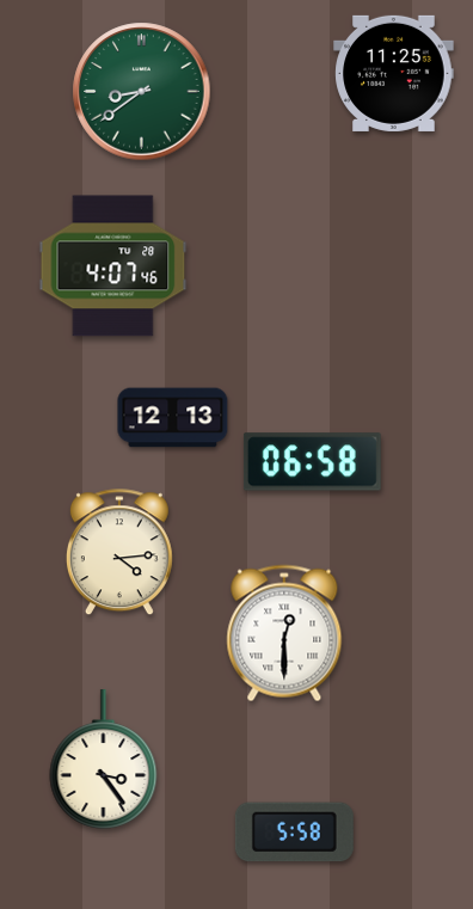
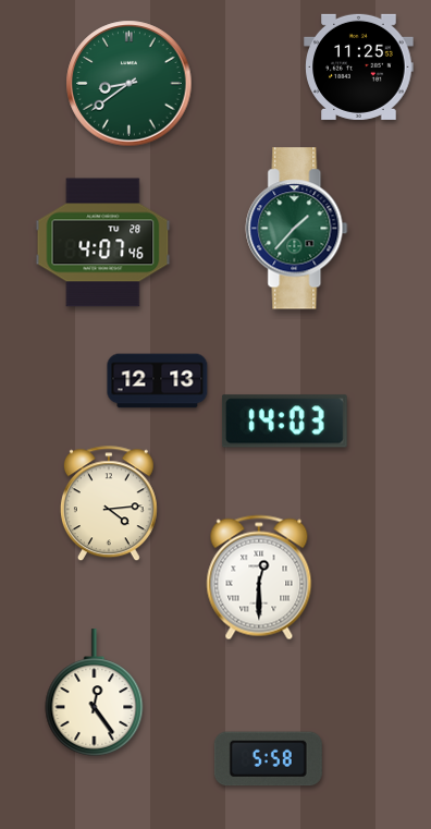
clock at (297, 229): none -> 1:37
clock at (312, 462): 06:58 -> 14:03
clock at (104, 760): 3:24 -> 12:24
